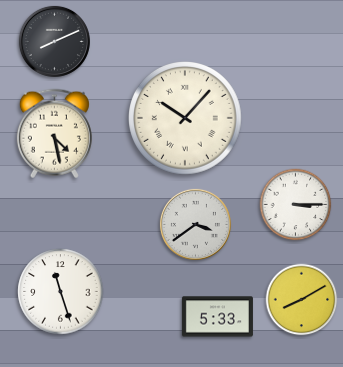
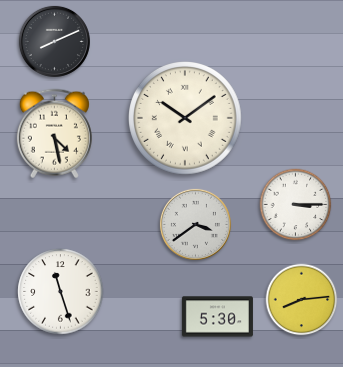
clock at (186, 119): 10:07 -> 10:09
clock at (302, 300): 8:10 -> 8:14
clock at (217, 317): 5:33 -> 5:30
